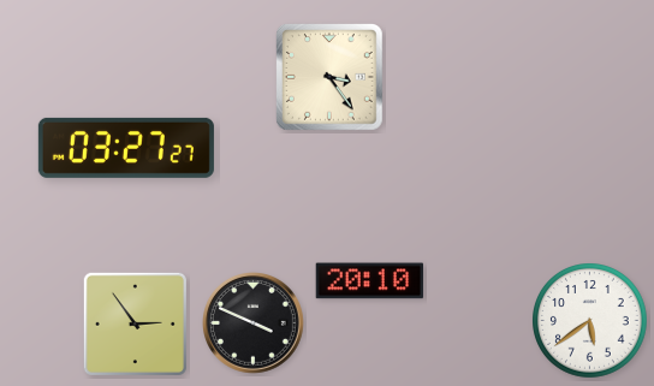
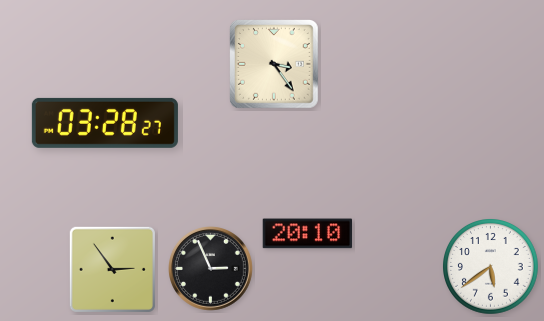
clock at (126, 148): 03:27 -> 03:28
clock at (254, 323): 3:49 -> 2:56
